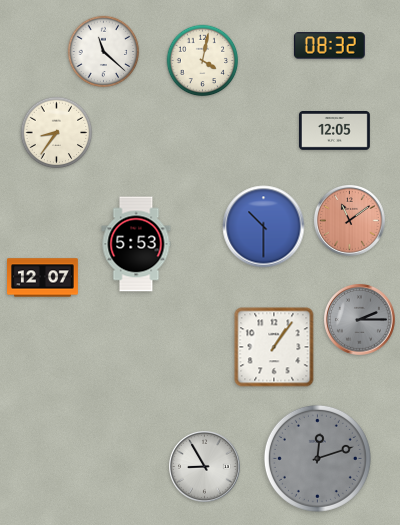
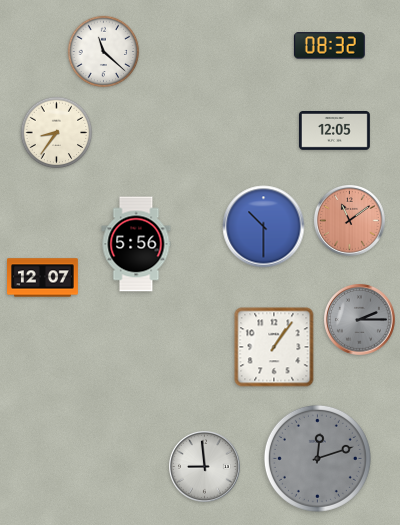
clock at (203, 61): 4:02 -> none
clock at (136, 244): 5:53 -> 5:56
clock at (204, 466): 8:55 -> 8:59
